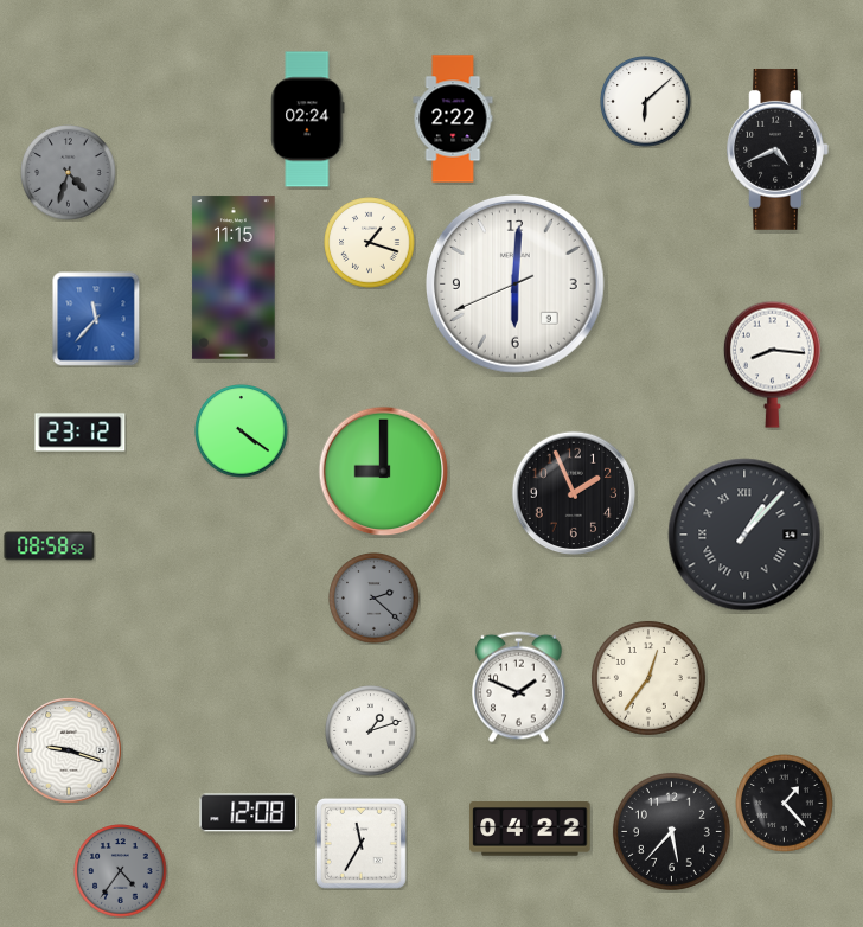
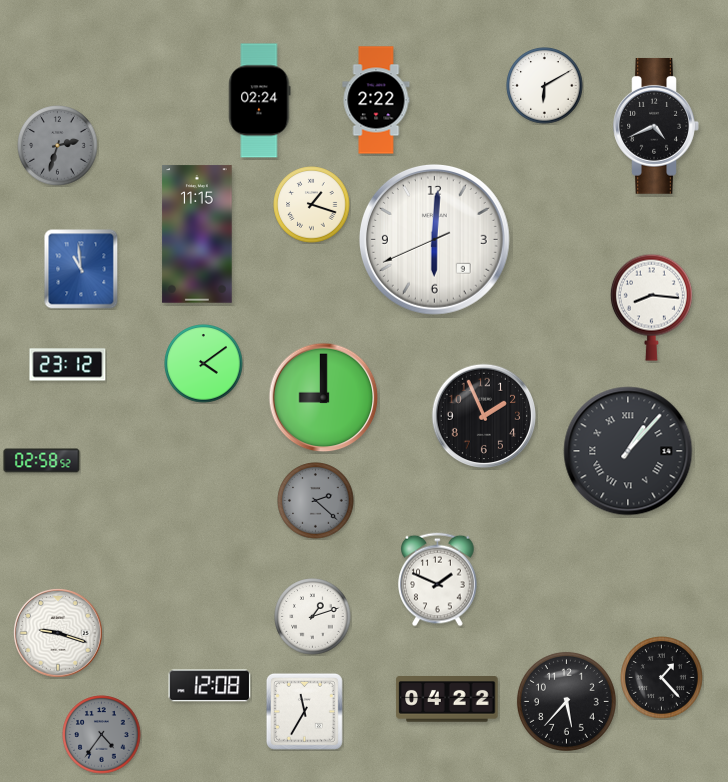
clock at (646, 102): 6:08 -> 6:10
clock at (453, 119) position: (453, 119) -> (376, 100)
clock at (69, 173): 4:33 -> 2:33
clock at (96, 319): 11:37 -> 10:59
clock at (242, 431): 4:21 -> 4:09
clock at (50, 546): 08:58 -> 02:58
clock at (375, 599) position: (375, 599) -> (316, 501)
clock at (648, 678): 12:36 -> none
